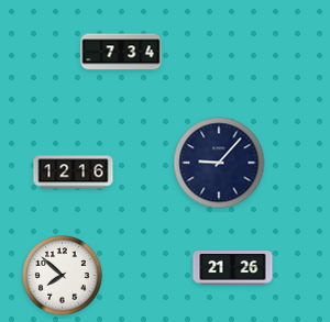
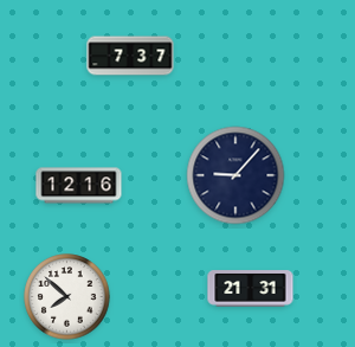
clock at (121, 52): 7:34 -> 7:37
clock at (233, 268): 21:26 -> 21:31
